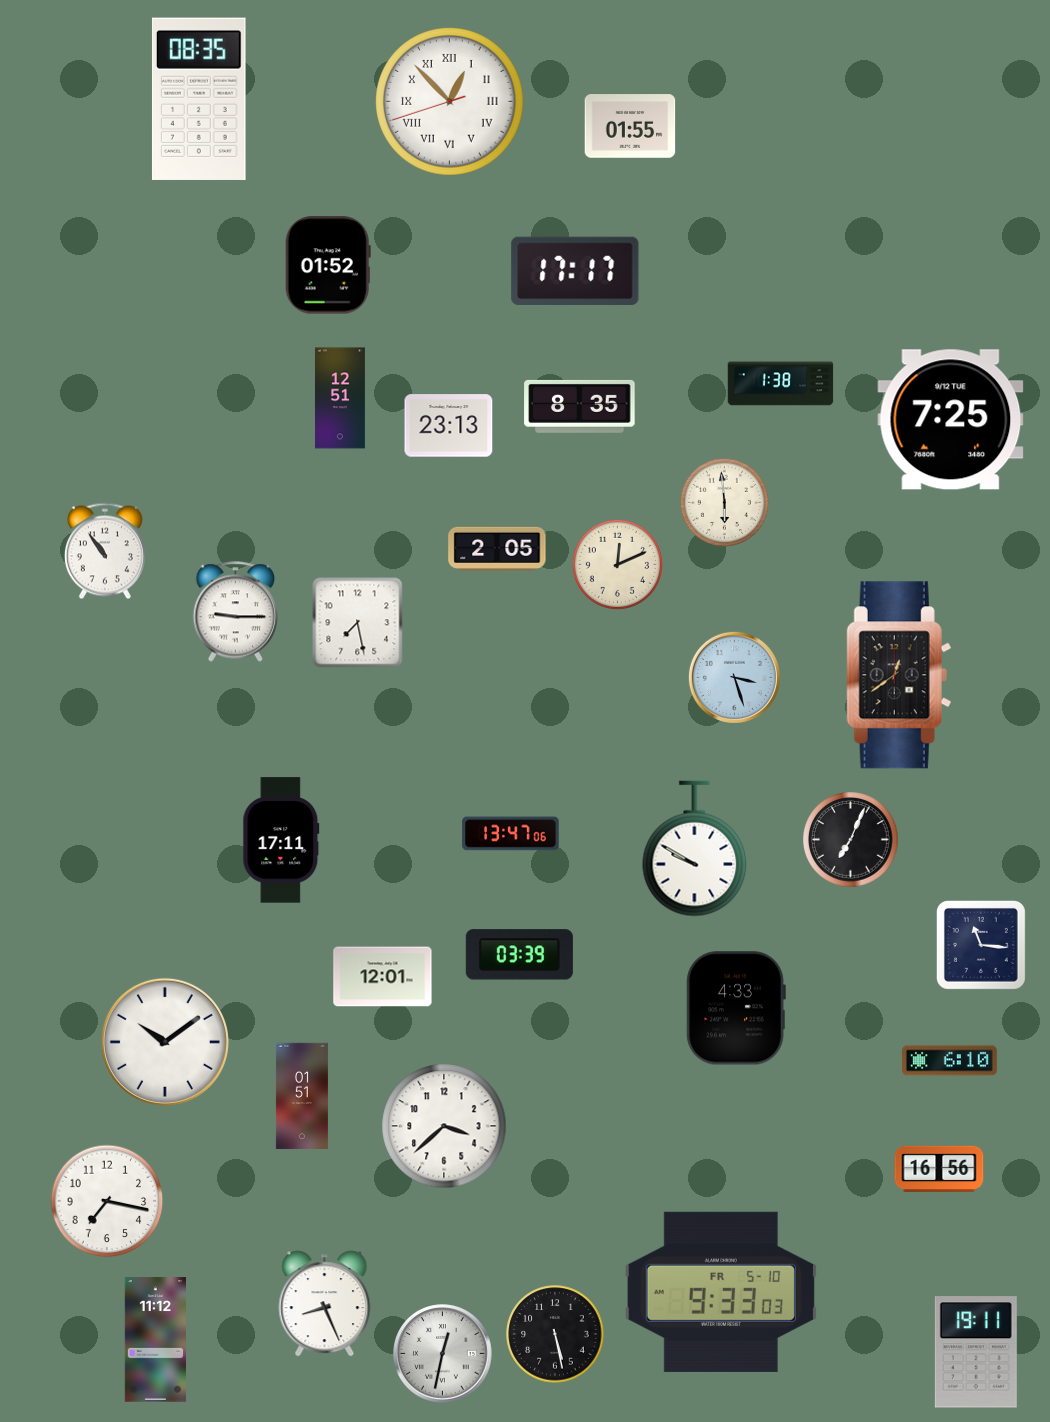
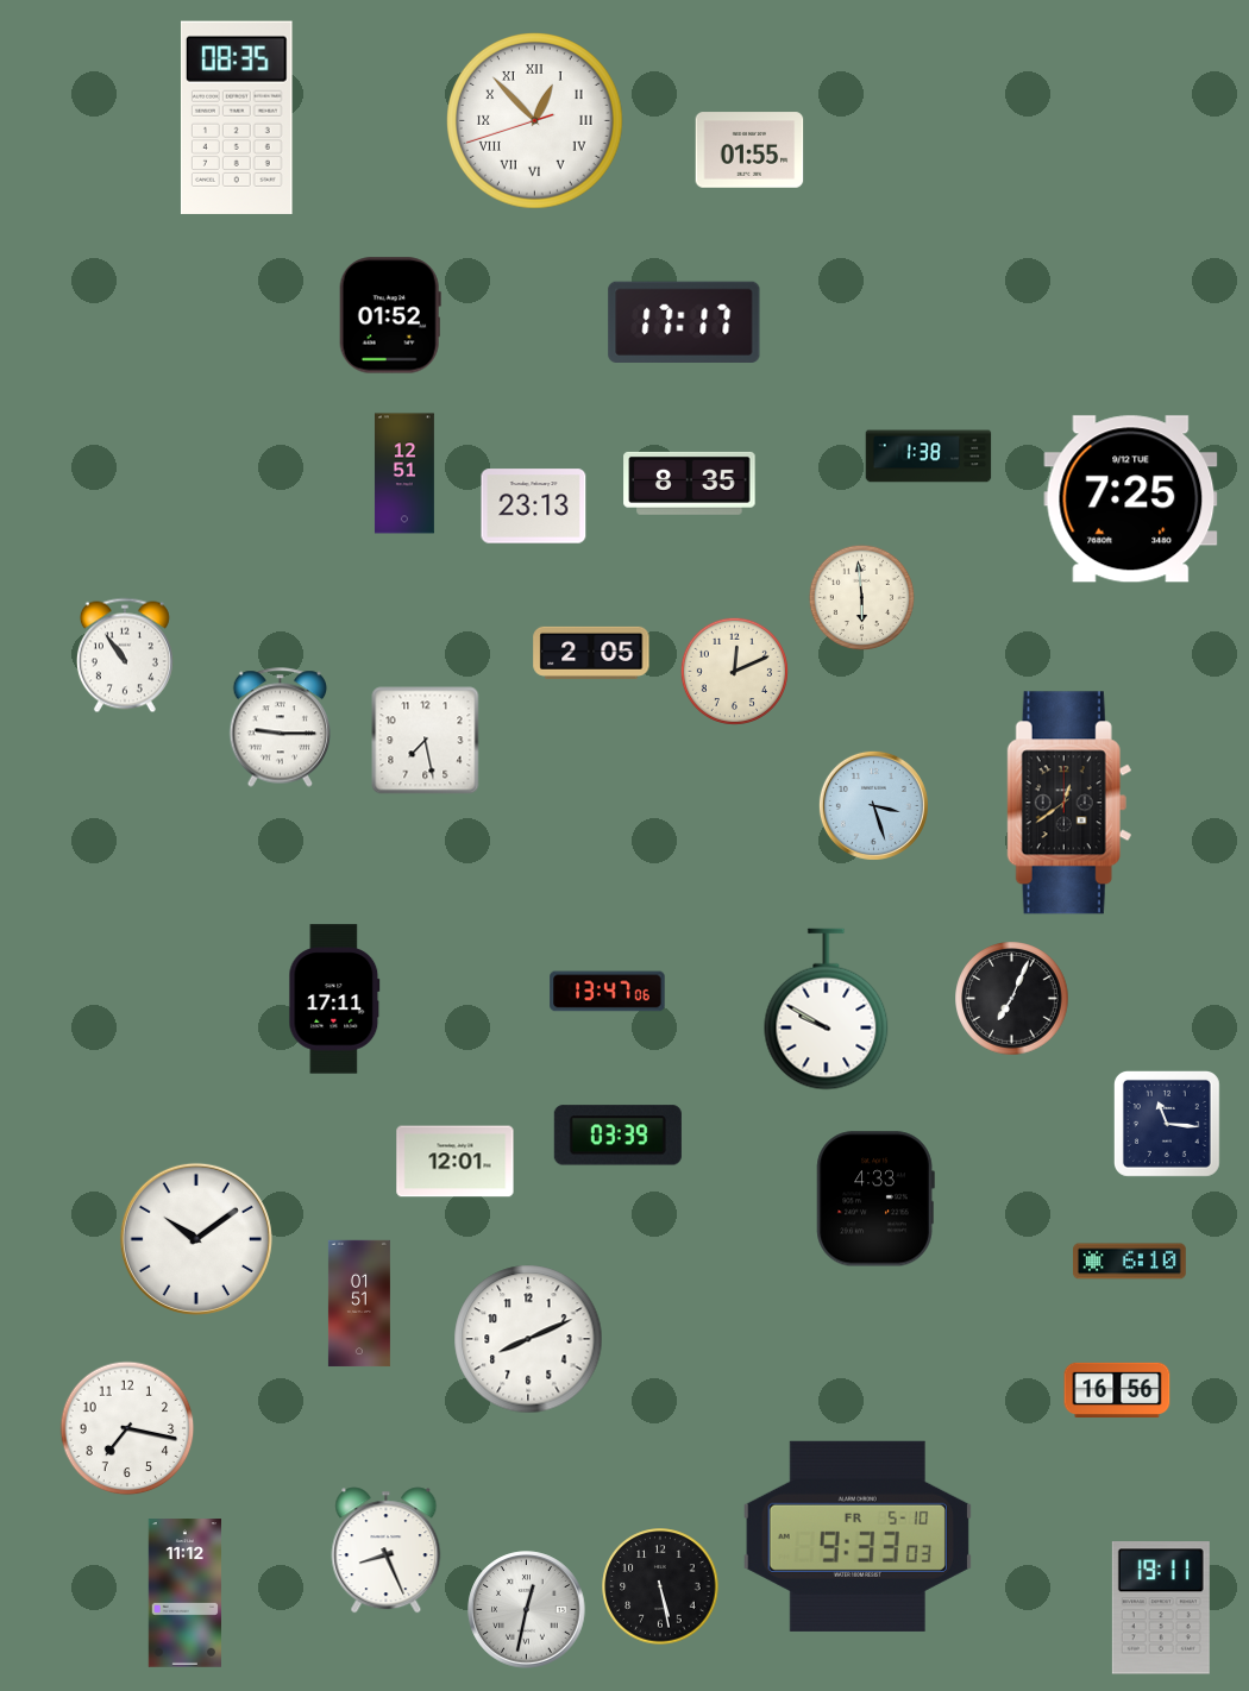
clock at (444, 1126): 3:38 -> 8:11
